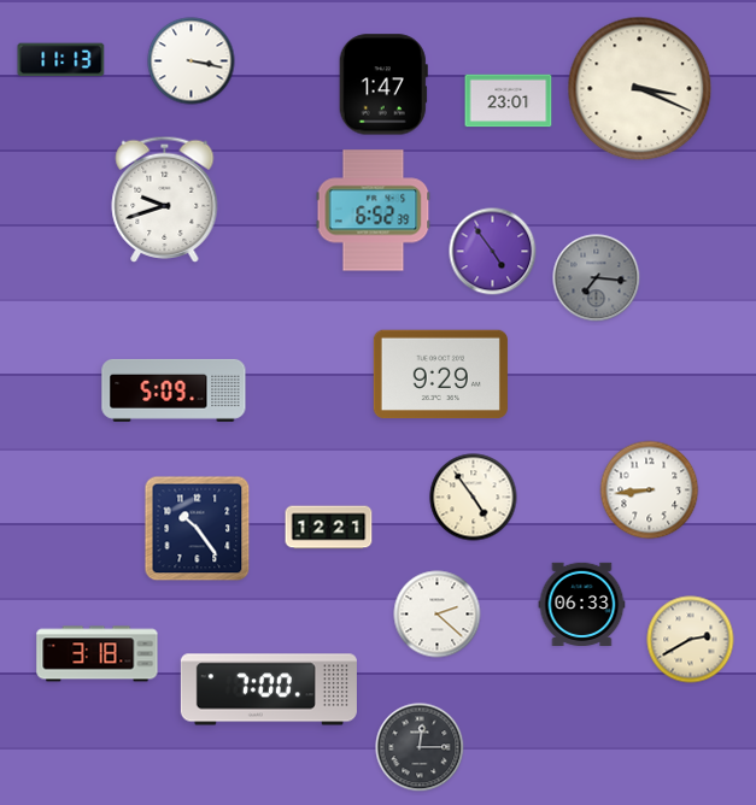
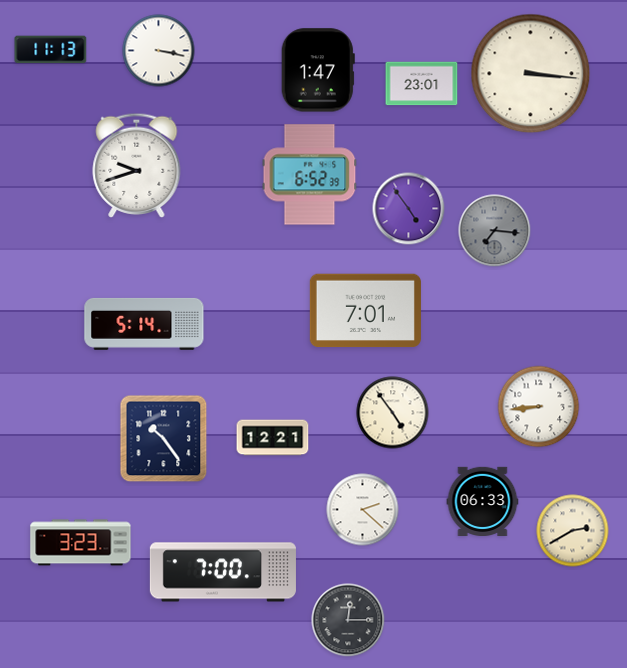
clock at (640, 89): 3:19 -> 3:16
clock at (440, 375): 9:29 -> 7:01
clock at (174, 390): 5:09 -> 5:14
clock at (98, 654): 3:18 -> 3:23
